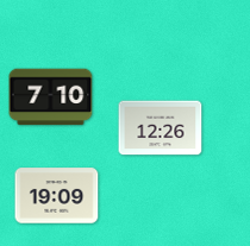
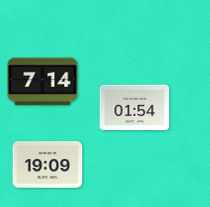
clock at (51, 97): 7:10 -> 7:14
clock at (161, 128): 12:26 -> 01:54
